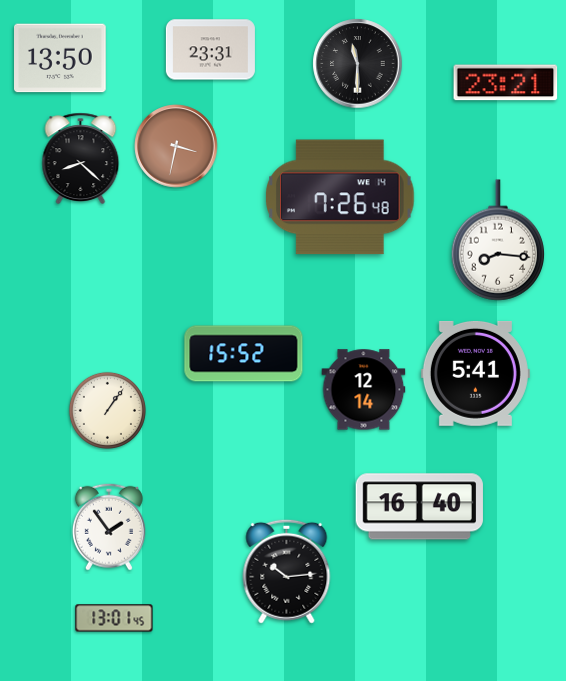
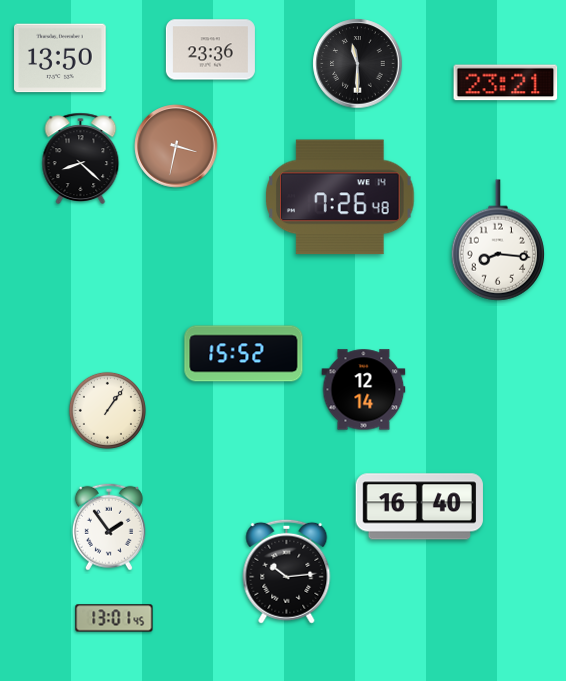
clock at (210, 50): 23:31 -> 23:36
clock at (475, 373): 5:41 -> none
